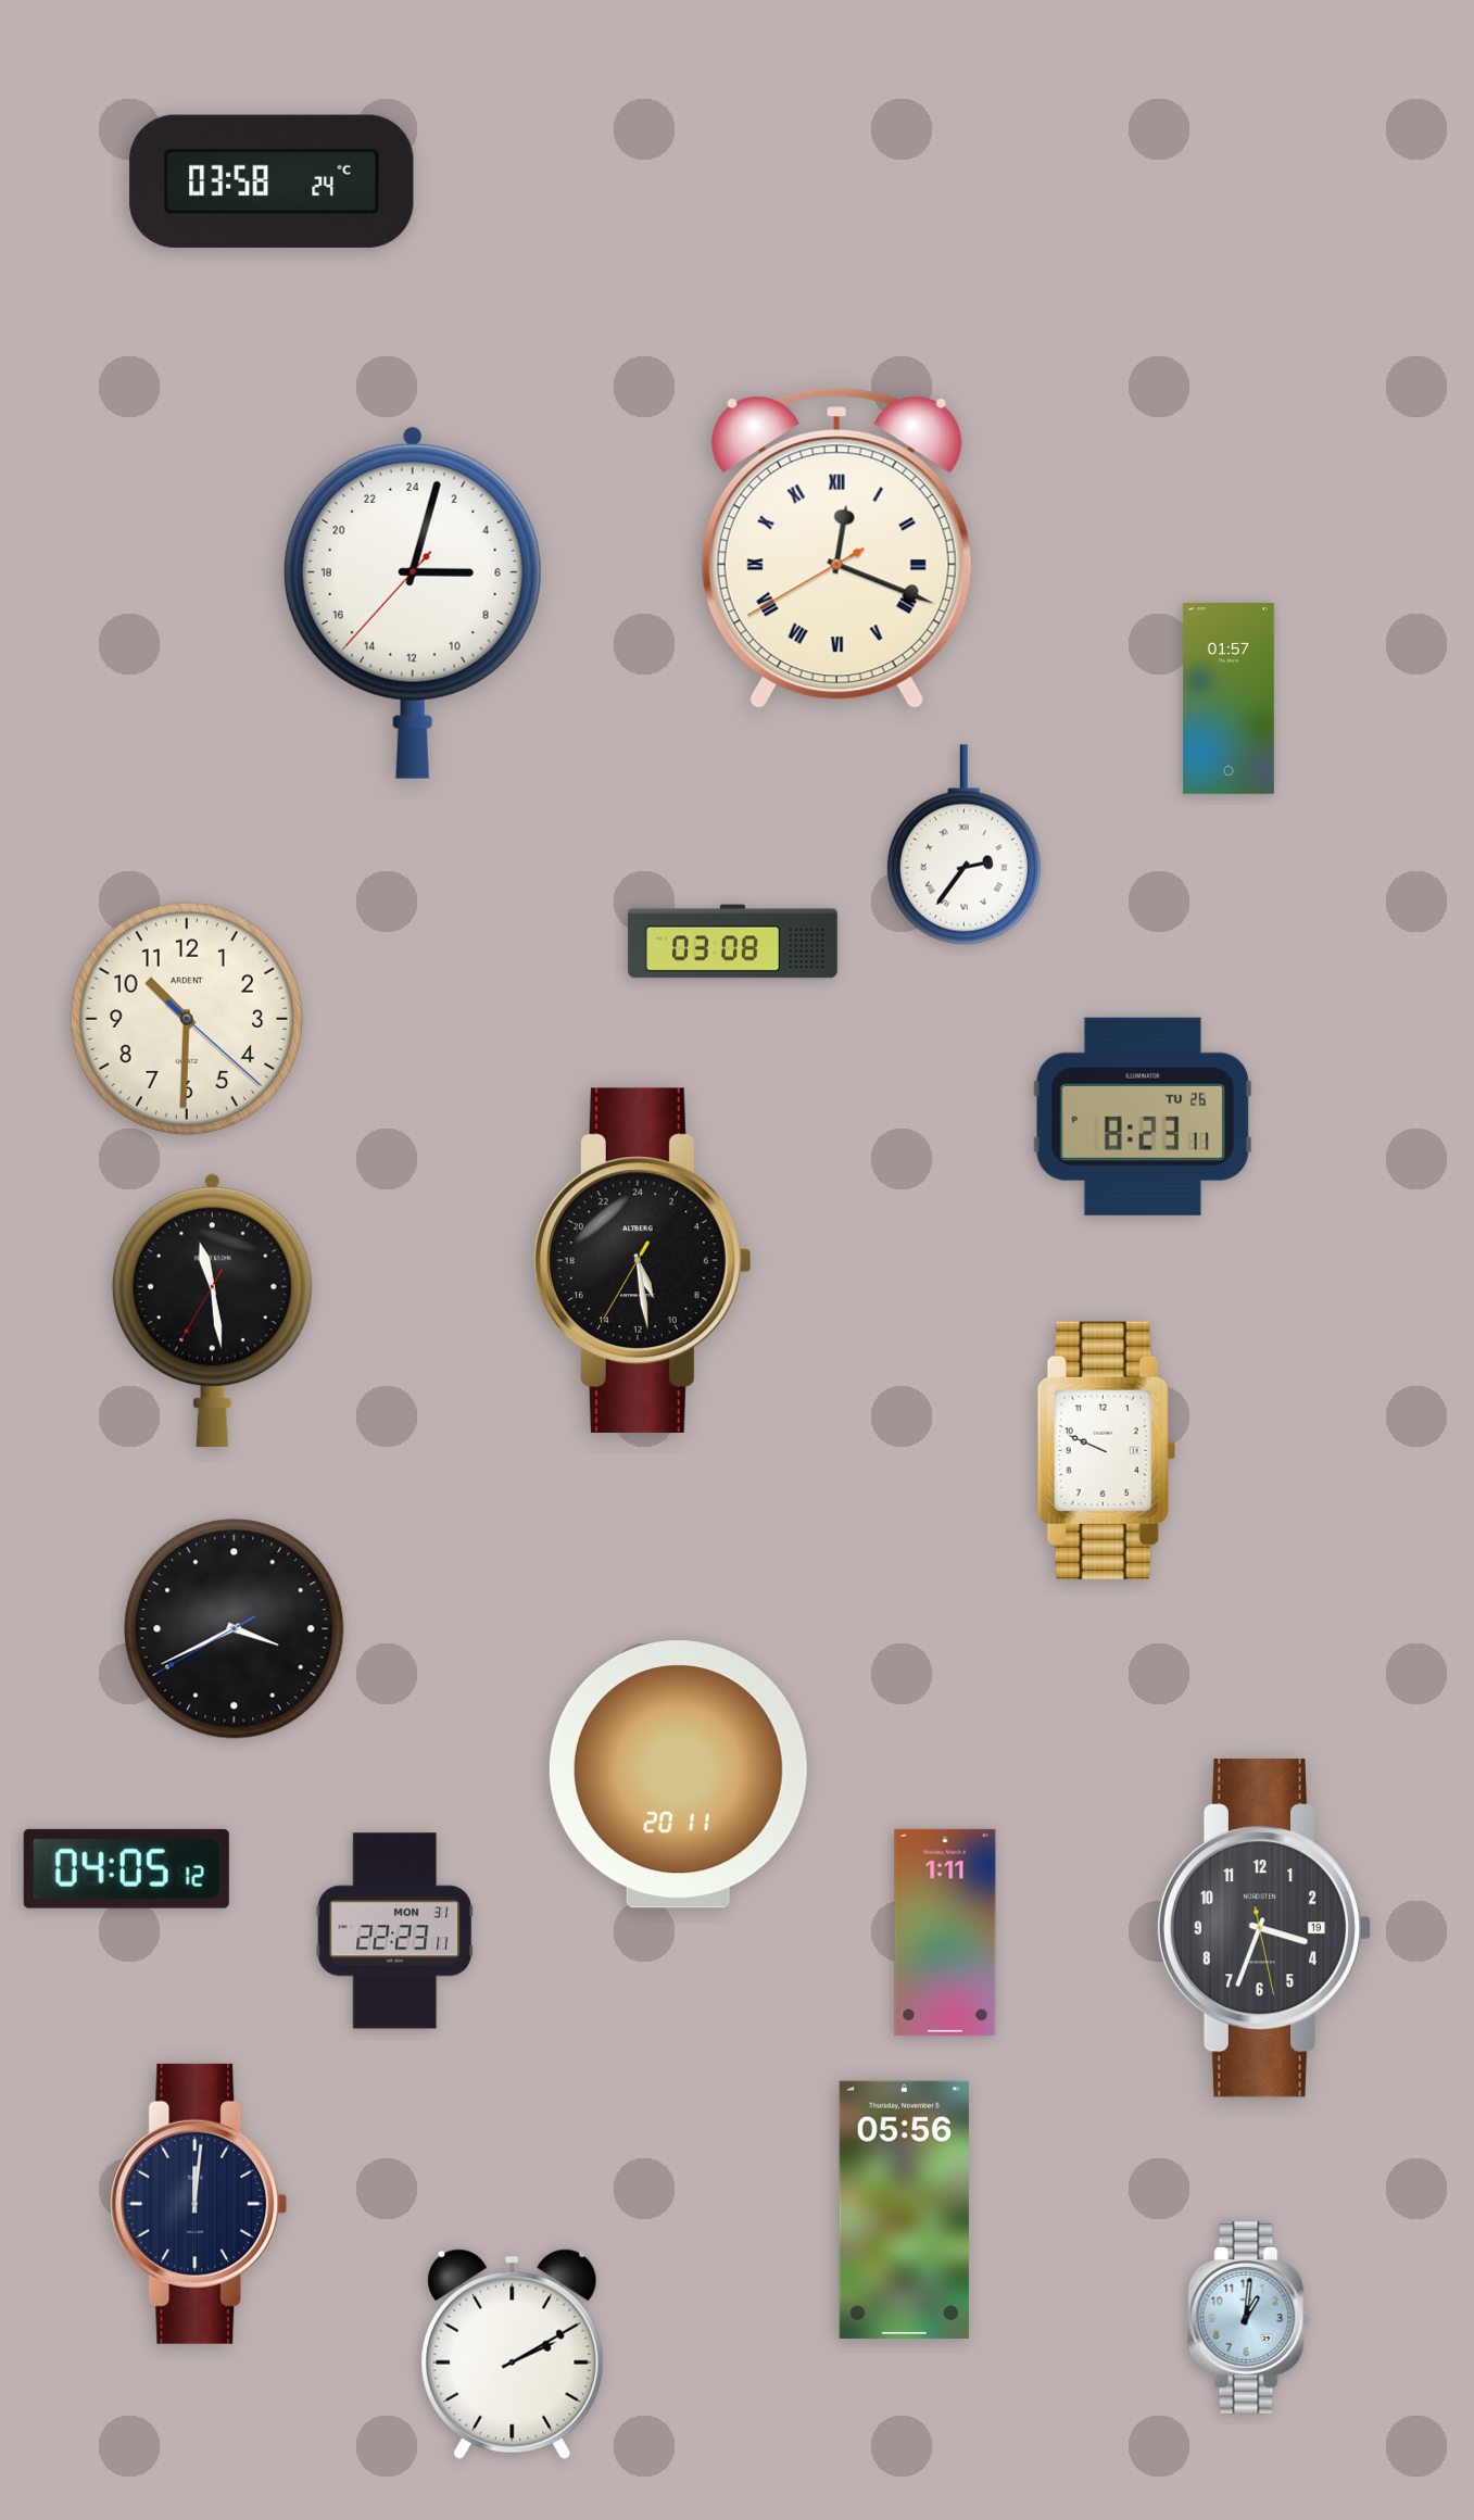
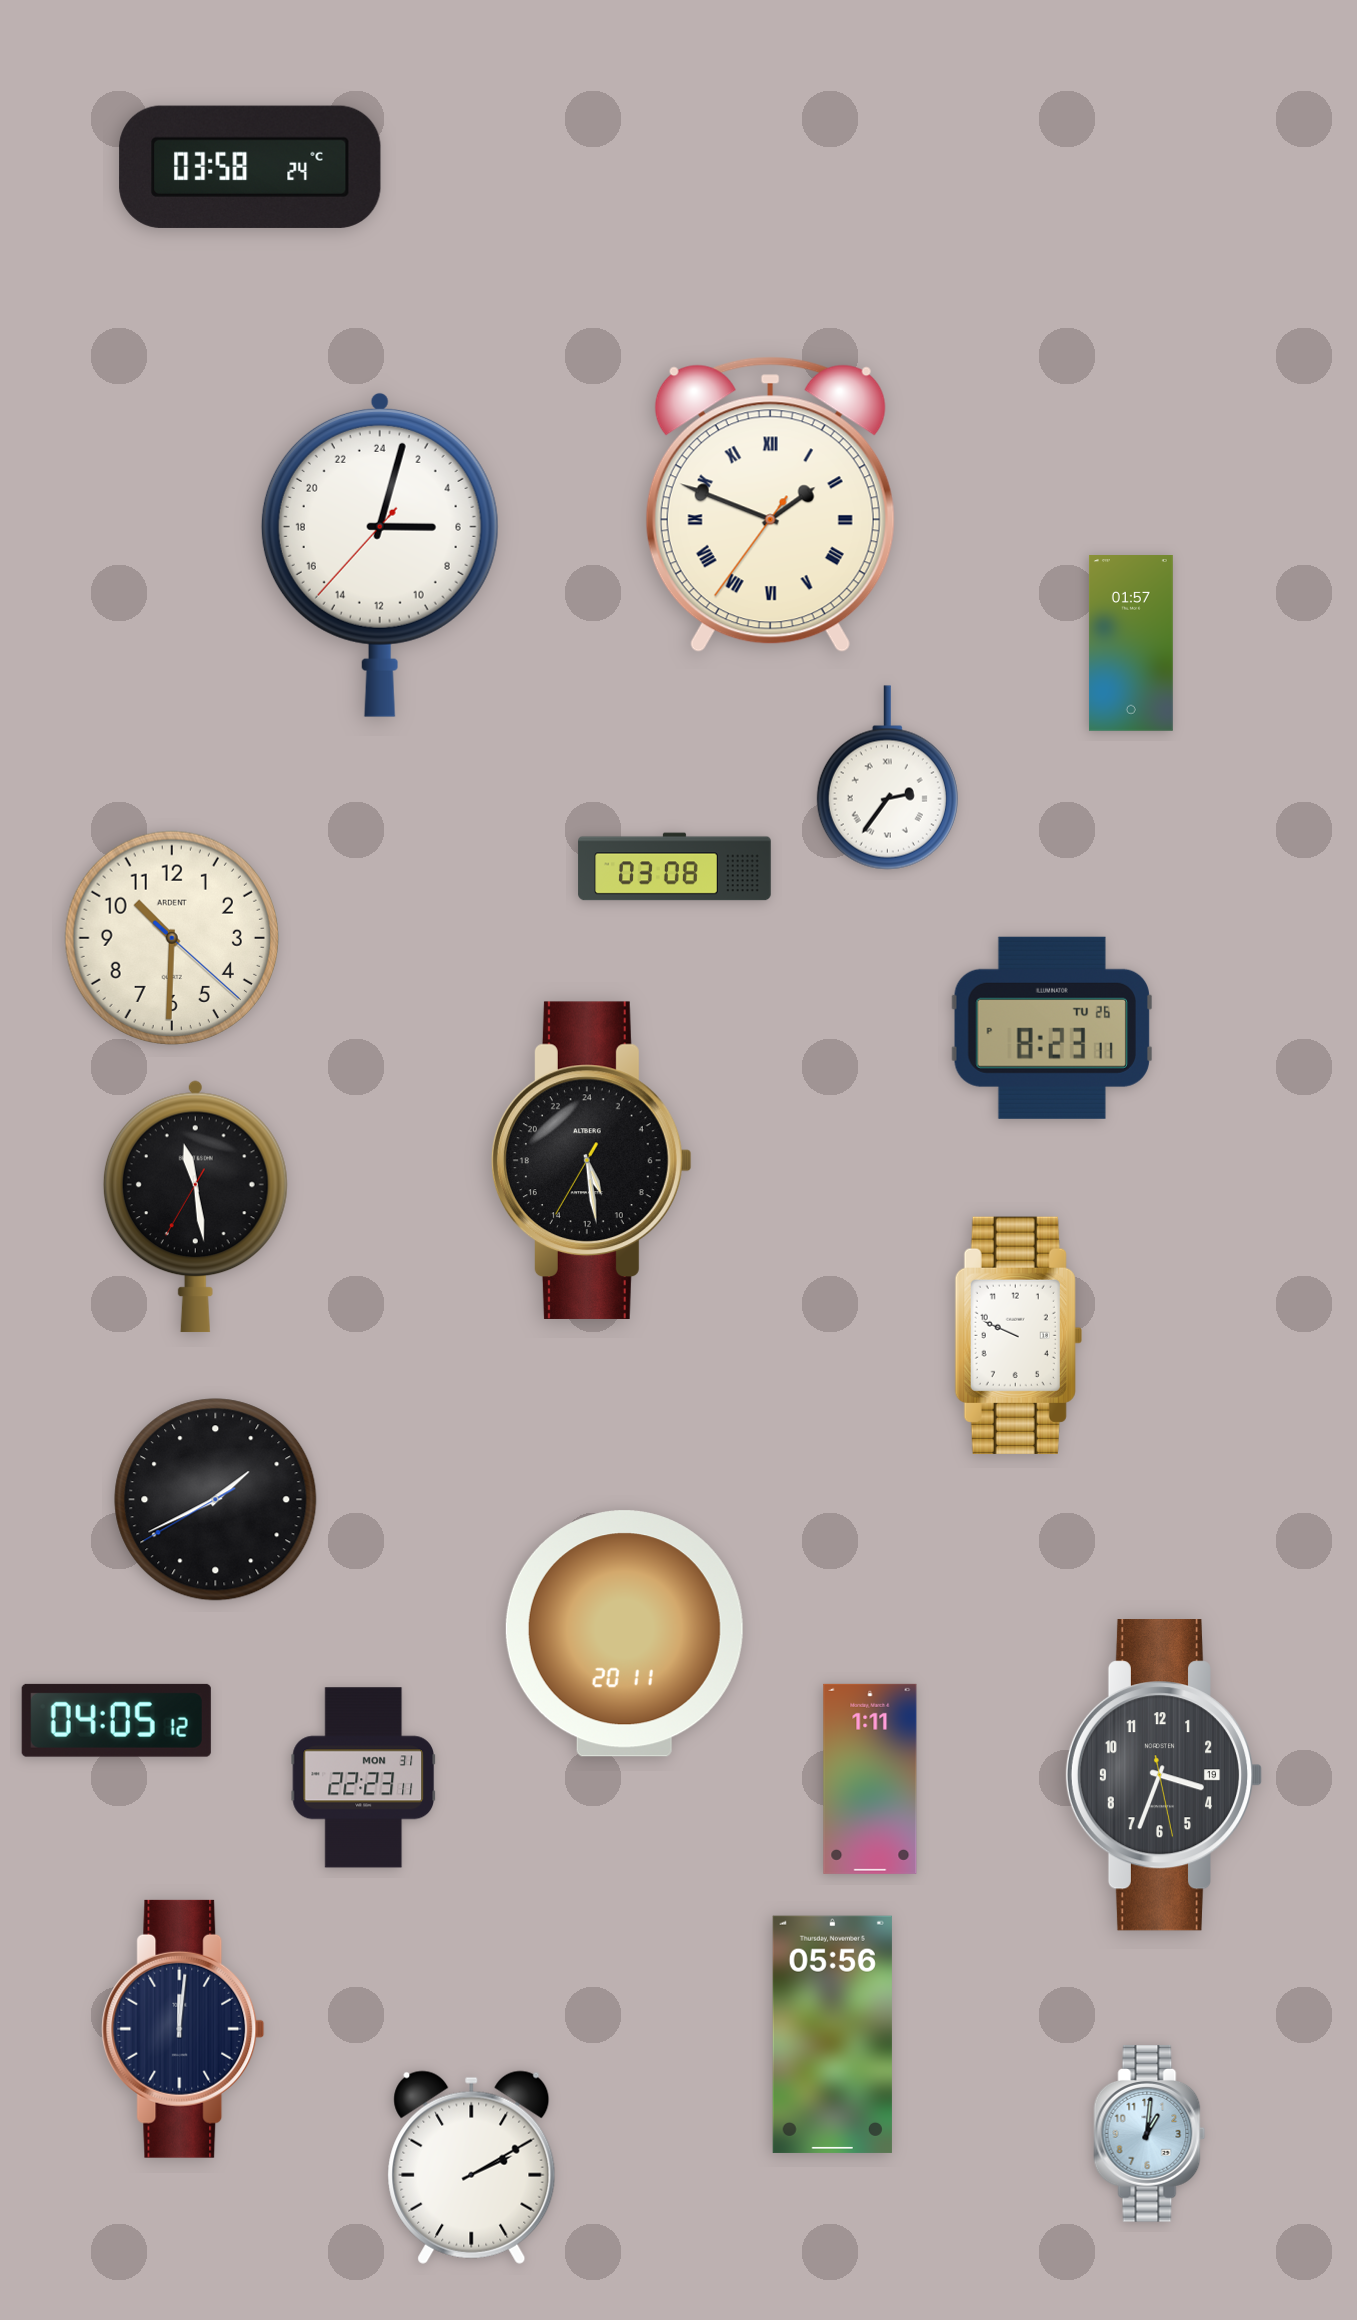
clock at (836, 549): 12:18 -> 1:48
clock at (235, 1629): 3:40 -> 1:40
